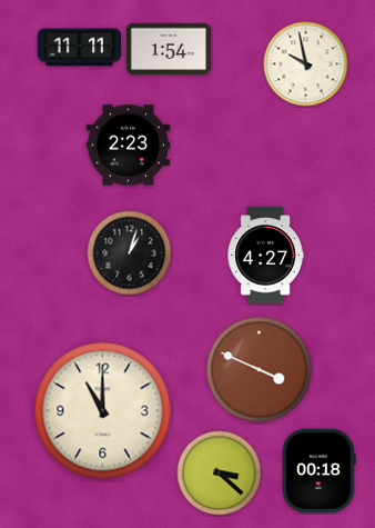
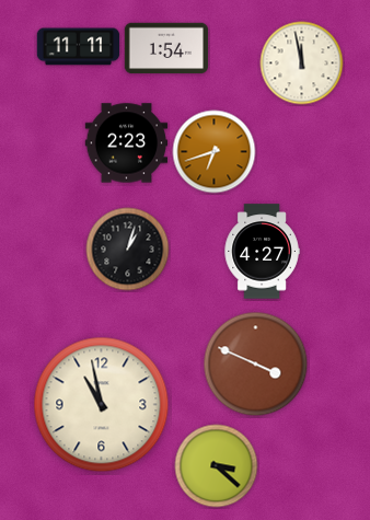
clock at (306, 64): 9:58 -> 11:58
clock at (215, 152): none -> 6:42
clock at (103, 411): 11:00 -> 10:58
clock at (318, 471): 00:18 -> none
